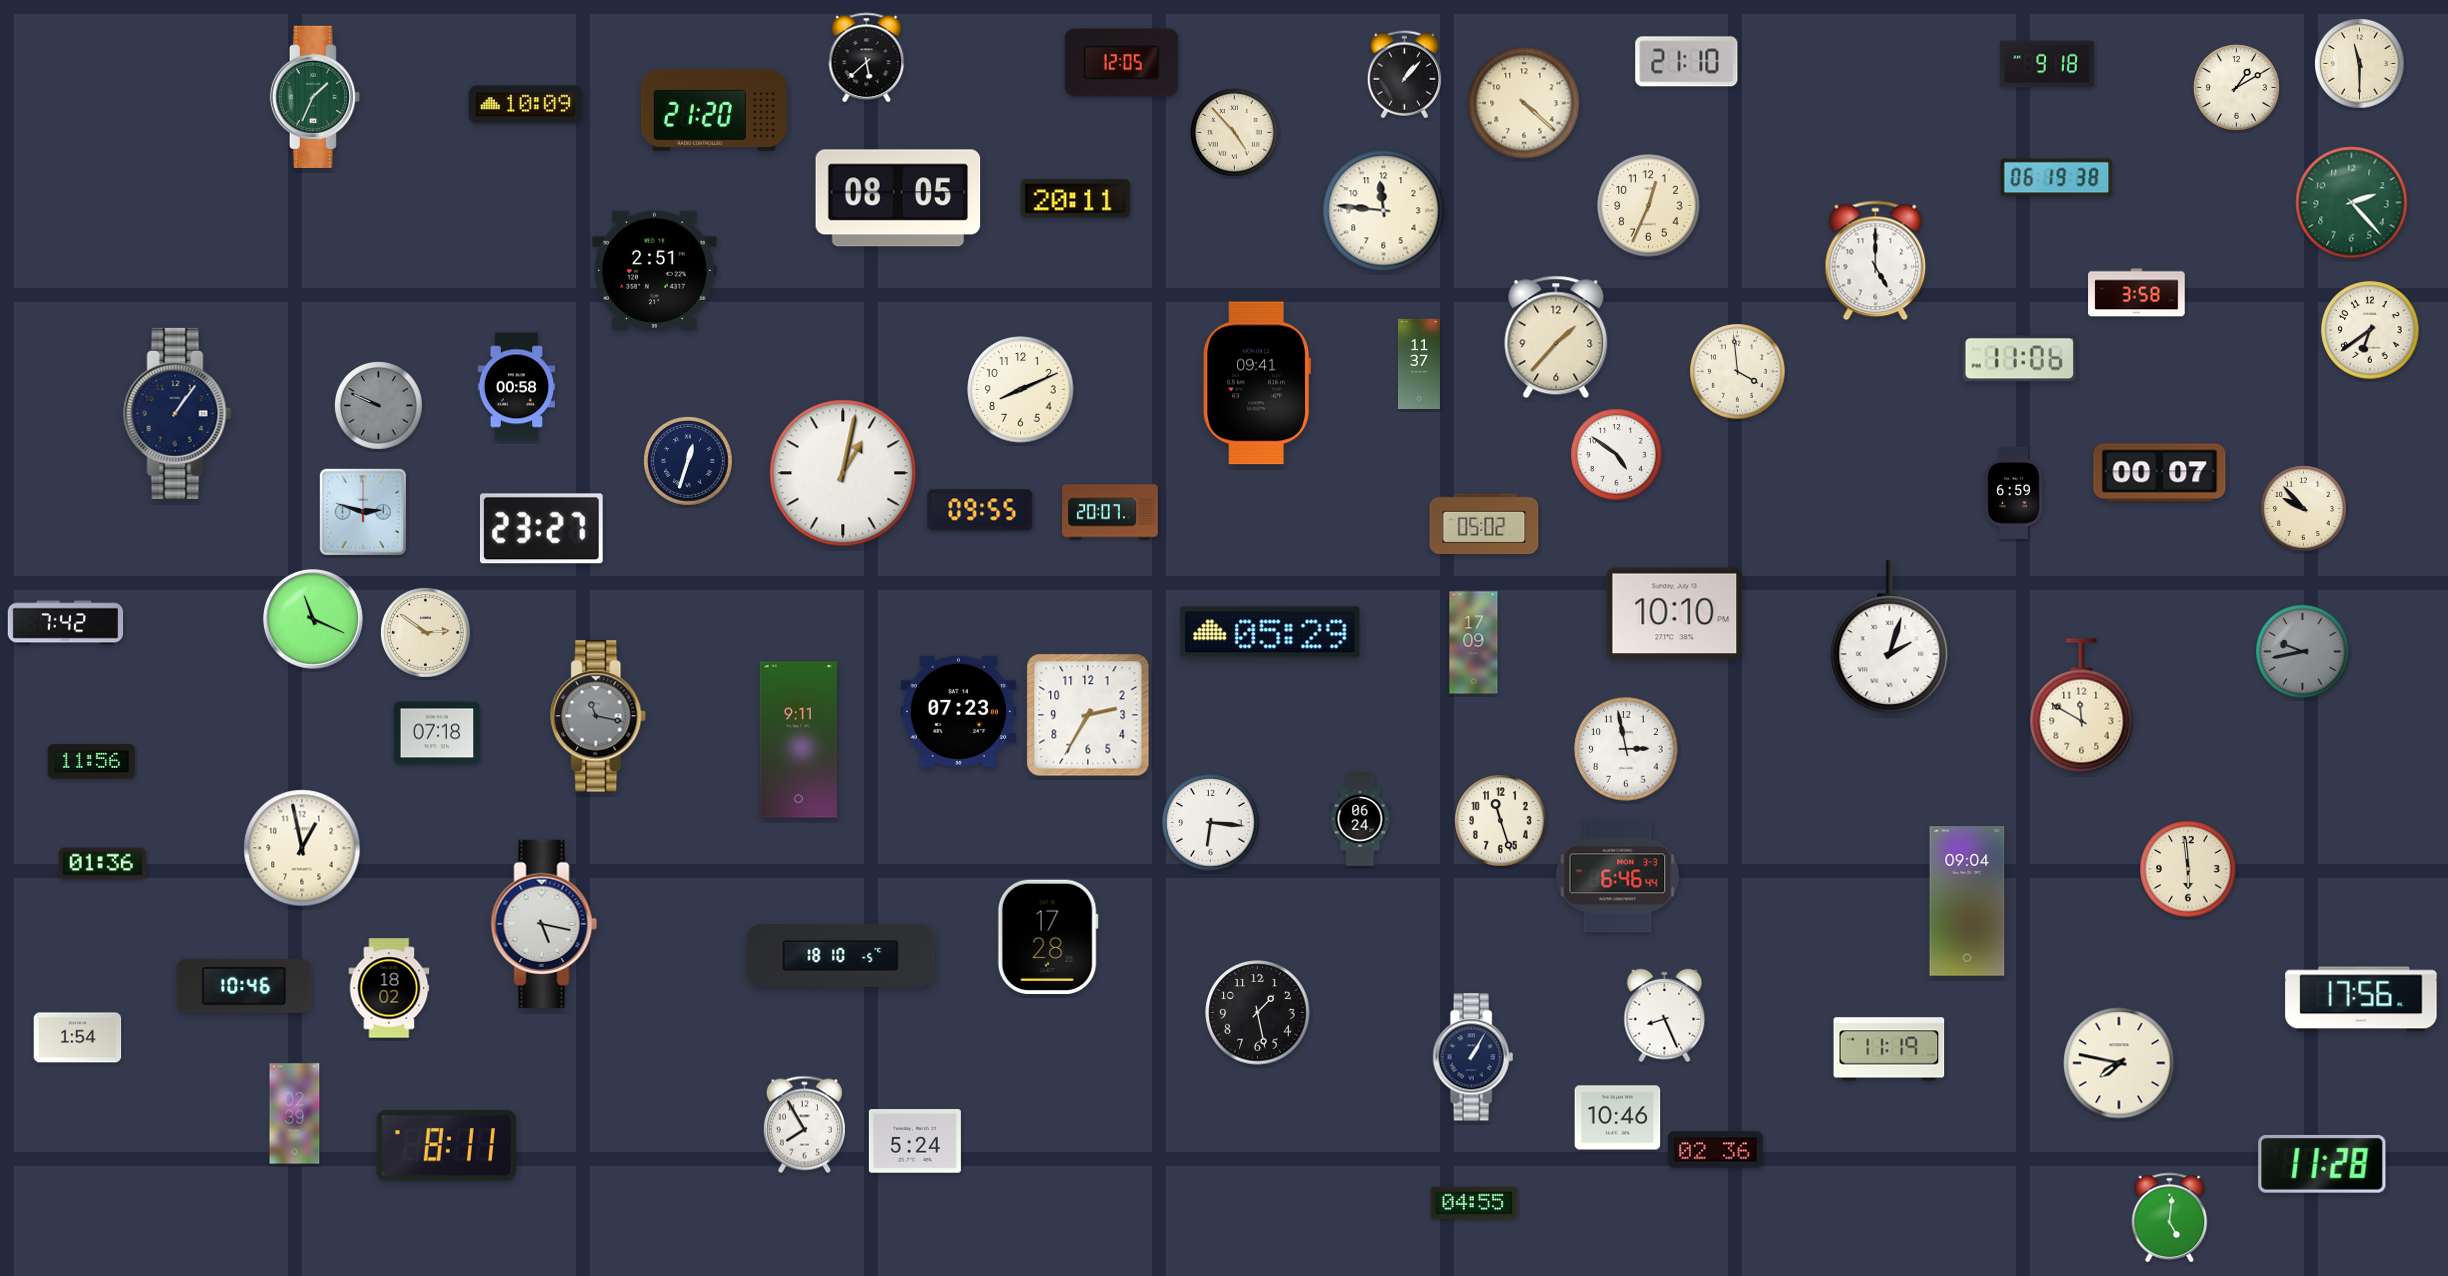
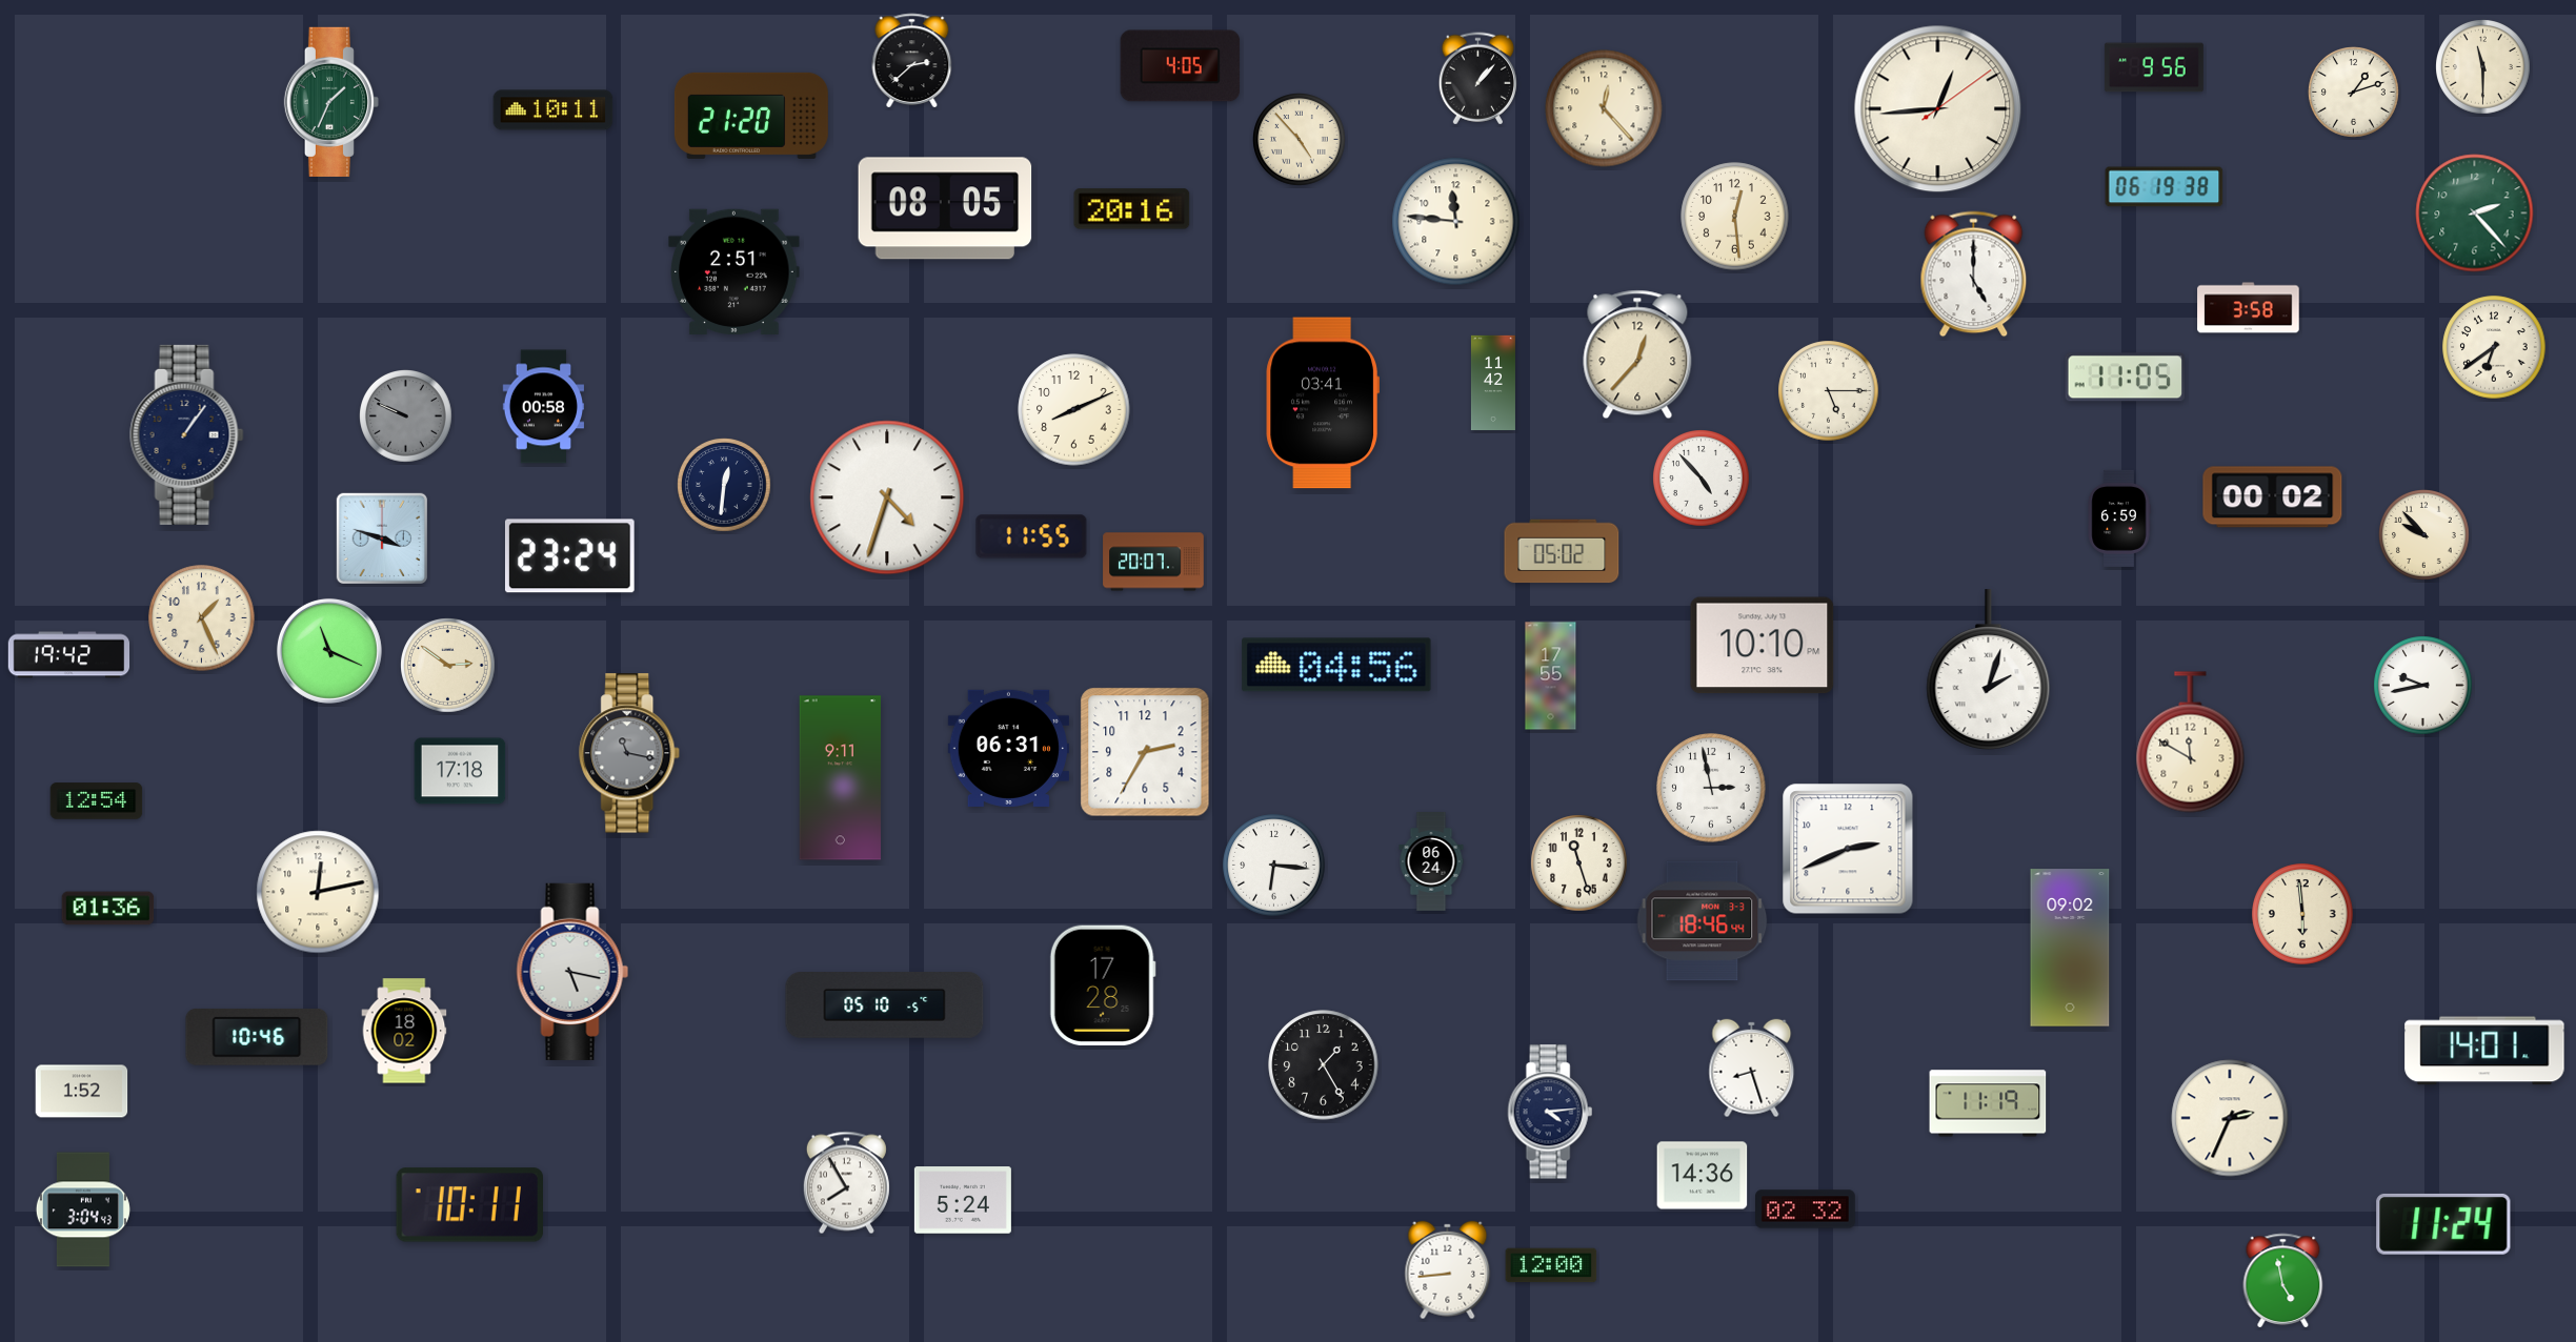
clock at (867, 57): 5:38 -> 2:38
clock at (1687, 62): 21:10 -> none
clock at (1122, 63): 12:05 -> 4:05
clock at (2047, 64): 9:18 -> 9:56
clock at (2237, 88): 1:10 -> 1:12
clock at (1524, 103): 4:22 -> 12:23
clock at (1938, 109): none -> 12:44
clock at (526, 105): 10:09 -> 10:11
clock at (1076, 199): 20:11 -> 20:16
clock at (1649, 206): 12:34 -> 12:29
clock at (655, 270) position: (655, 270) -> (734, 271)
clock at (1556, 337): 1:37 -> 12:37
clock at (2020, 359): 11:06 -> 11:05
clock at (1419, 363): 11:37 -> 11:42
clock at (1738, 372): 3:59 -> 5:15
clock at (1256, 383): 09:41 -> 03:41
clock at (379, 406) position: (379, 406) -> (406, 416)
clock at (1617, 455): 4:51 -> 4:53
clock at (689, 462): 12:33 -> 12:31
clock at (843, 473): 1:02 -> 4:33
clock at (2160, 473): 00:07 -> 00:02
clock at (980, 510): 09:55 -> 11:55
clock at (362, 511): 2:48 -> 3:48
clock at (1110, 512) position: (1110, 512) -> (1153, 562)
clock at (541, 529): 23:27 -> 23:24
clock at (202, 618): none -> 1:26
clock at (66, 623): 7:42 -> 19:42
clock at (1270, 632): 05:29 -> 04:56
clock at (1474, 643): 17:09 -> 17:55
clock at (2303, 652) dial: grey -> white
clock at (958, 711): 07:23 -> 06:31
clock at (437, 733): 07:18 -> 17:18
clock at (92, 762): 11:56 -> 12:54
clock at (1848, 849): none -> 2:41
clock at (302, 848): 12:58 -> 12:13
clock at (1618, 876): 6:46 -> 18:46
clock at (1967, 901): 09:04 -> 09:02
clock at (841, 956): 18:10 -> 05:10
clock at (389, 988) position: (389, 988) -> (404, 1031)
clock at (2361, 999): 17:56 -> 14:01
clock at (1258, 1013): 1:28 -> 1:25
clock at (1665, 1016): 8:26 -> 8:27
clock at (78, 1038): 1:54 -> 1:52
clock at (1473, 1057): 1:05 -> 4:14
clock at (2119, 1063): 7:47 -> 2:34
clock at (295, 1114): 02:39 -> none
clock at (1618, 1118): 10:46 -> 14:36
clock at (446, 1146): 8:11 -> 10:11
clock at (83, 1209): none -> 3:04
clock at (1716, 1150): 02:36 -> 02:32
clock at (2322, 1164): 11:28 -> 11:24
clock at (1474, 1203): 04:55 -> 12:00
clock at (1448, 1270): none -> 8:44
clock at (2170, 1217): 5:01 -> 4:58
